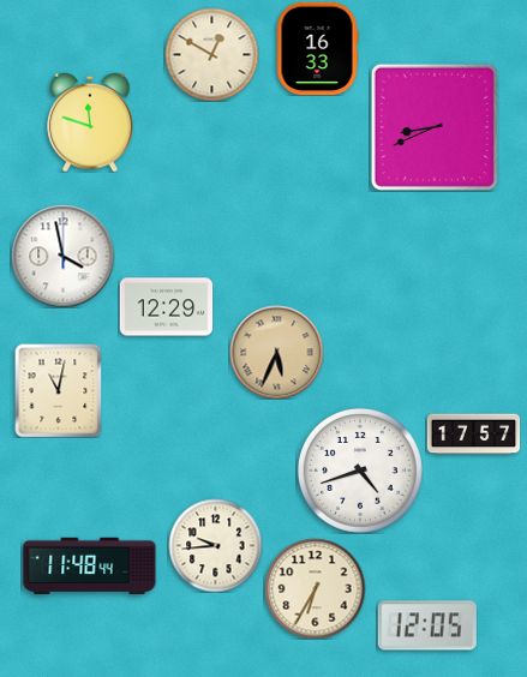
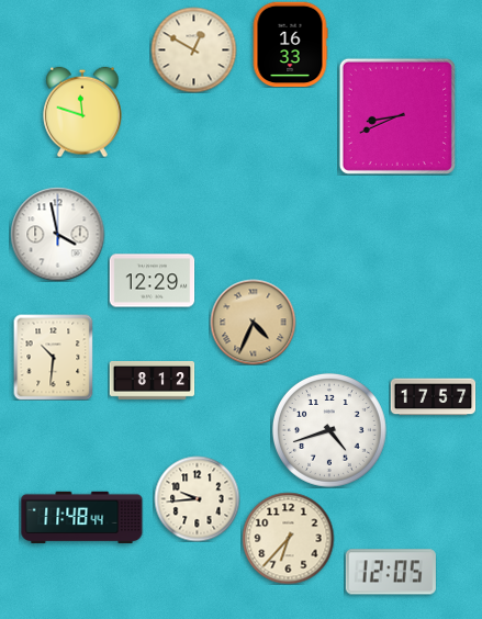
clock at (276, 352): 5:34 -> 4:34
clock at (59, 390): 11:02 -> 10:31
clock at (152, 381): none -> 8:12
clock at (315, 588): 6:35 -> 6:37
